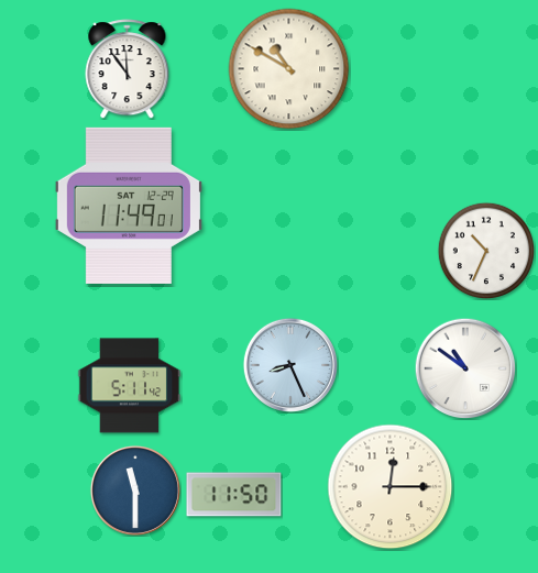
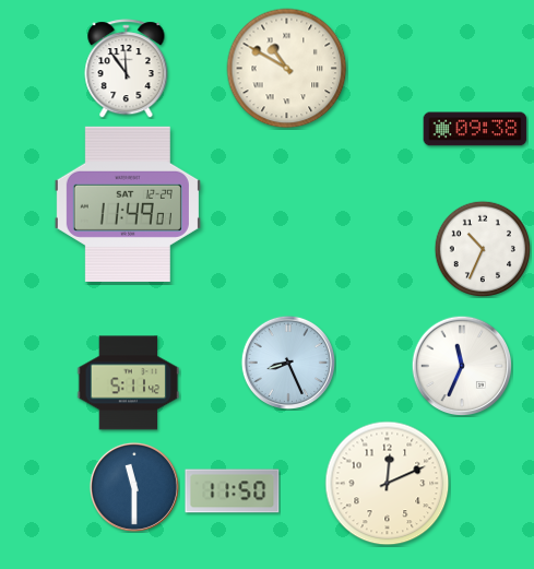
clock at (475, 129): none -> 09:38
clock at (465, 368): 10:51 -> 11:34
clock at (391, 487): 12:15 -> 12:11
